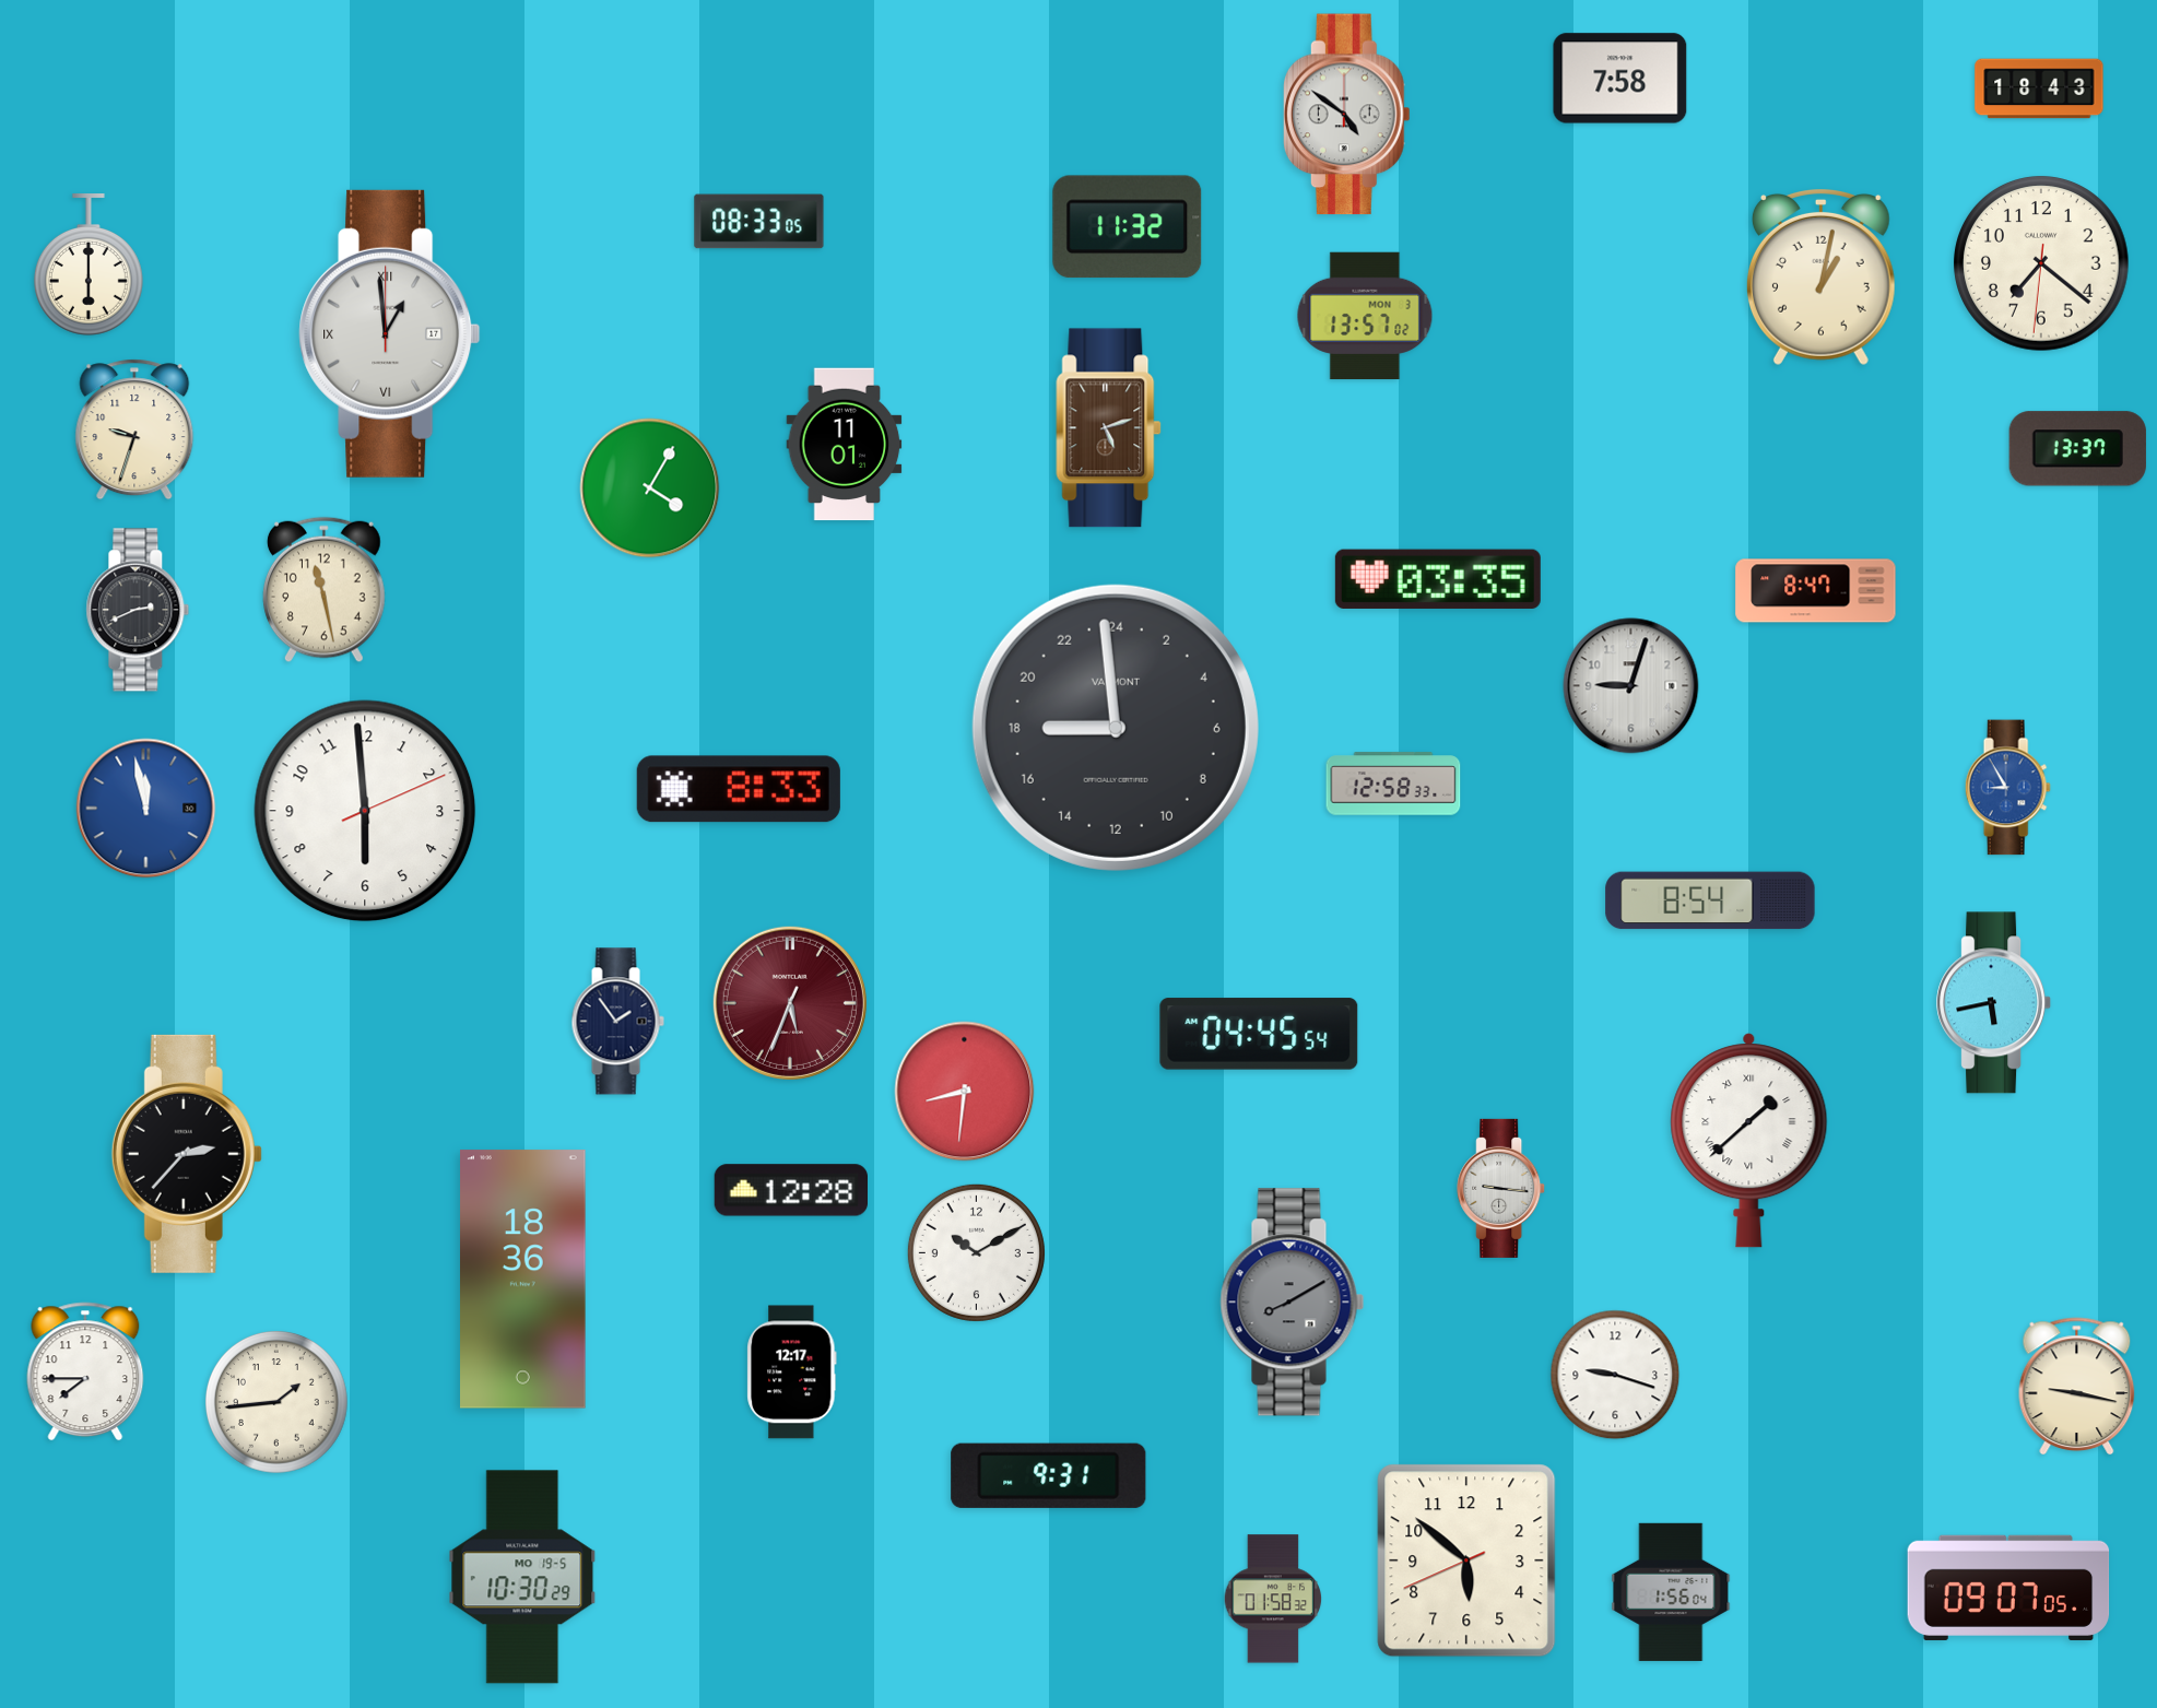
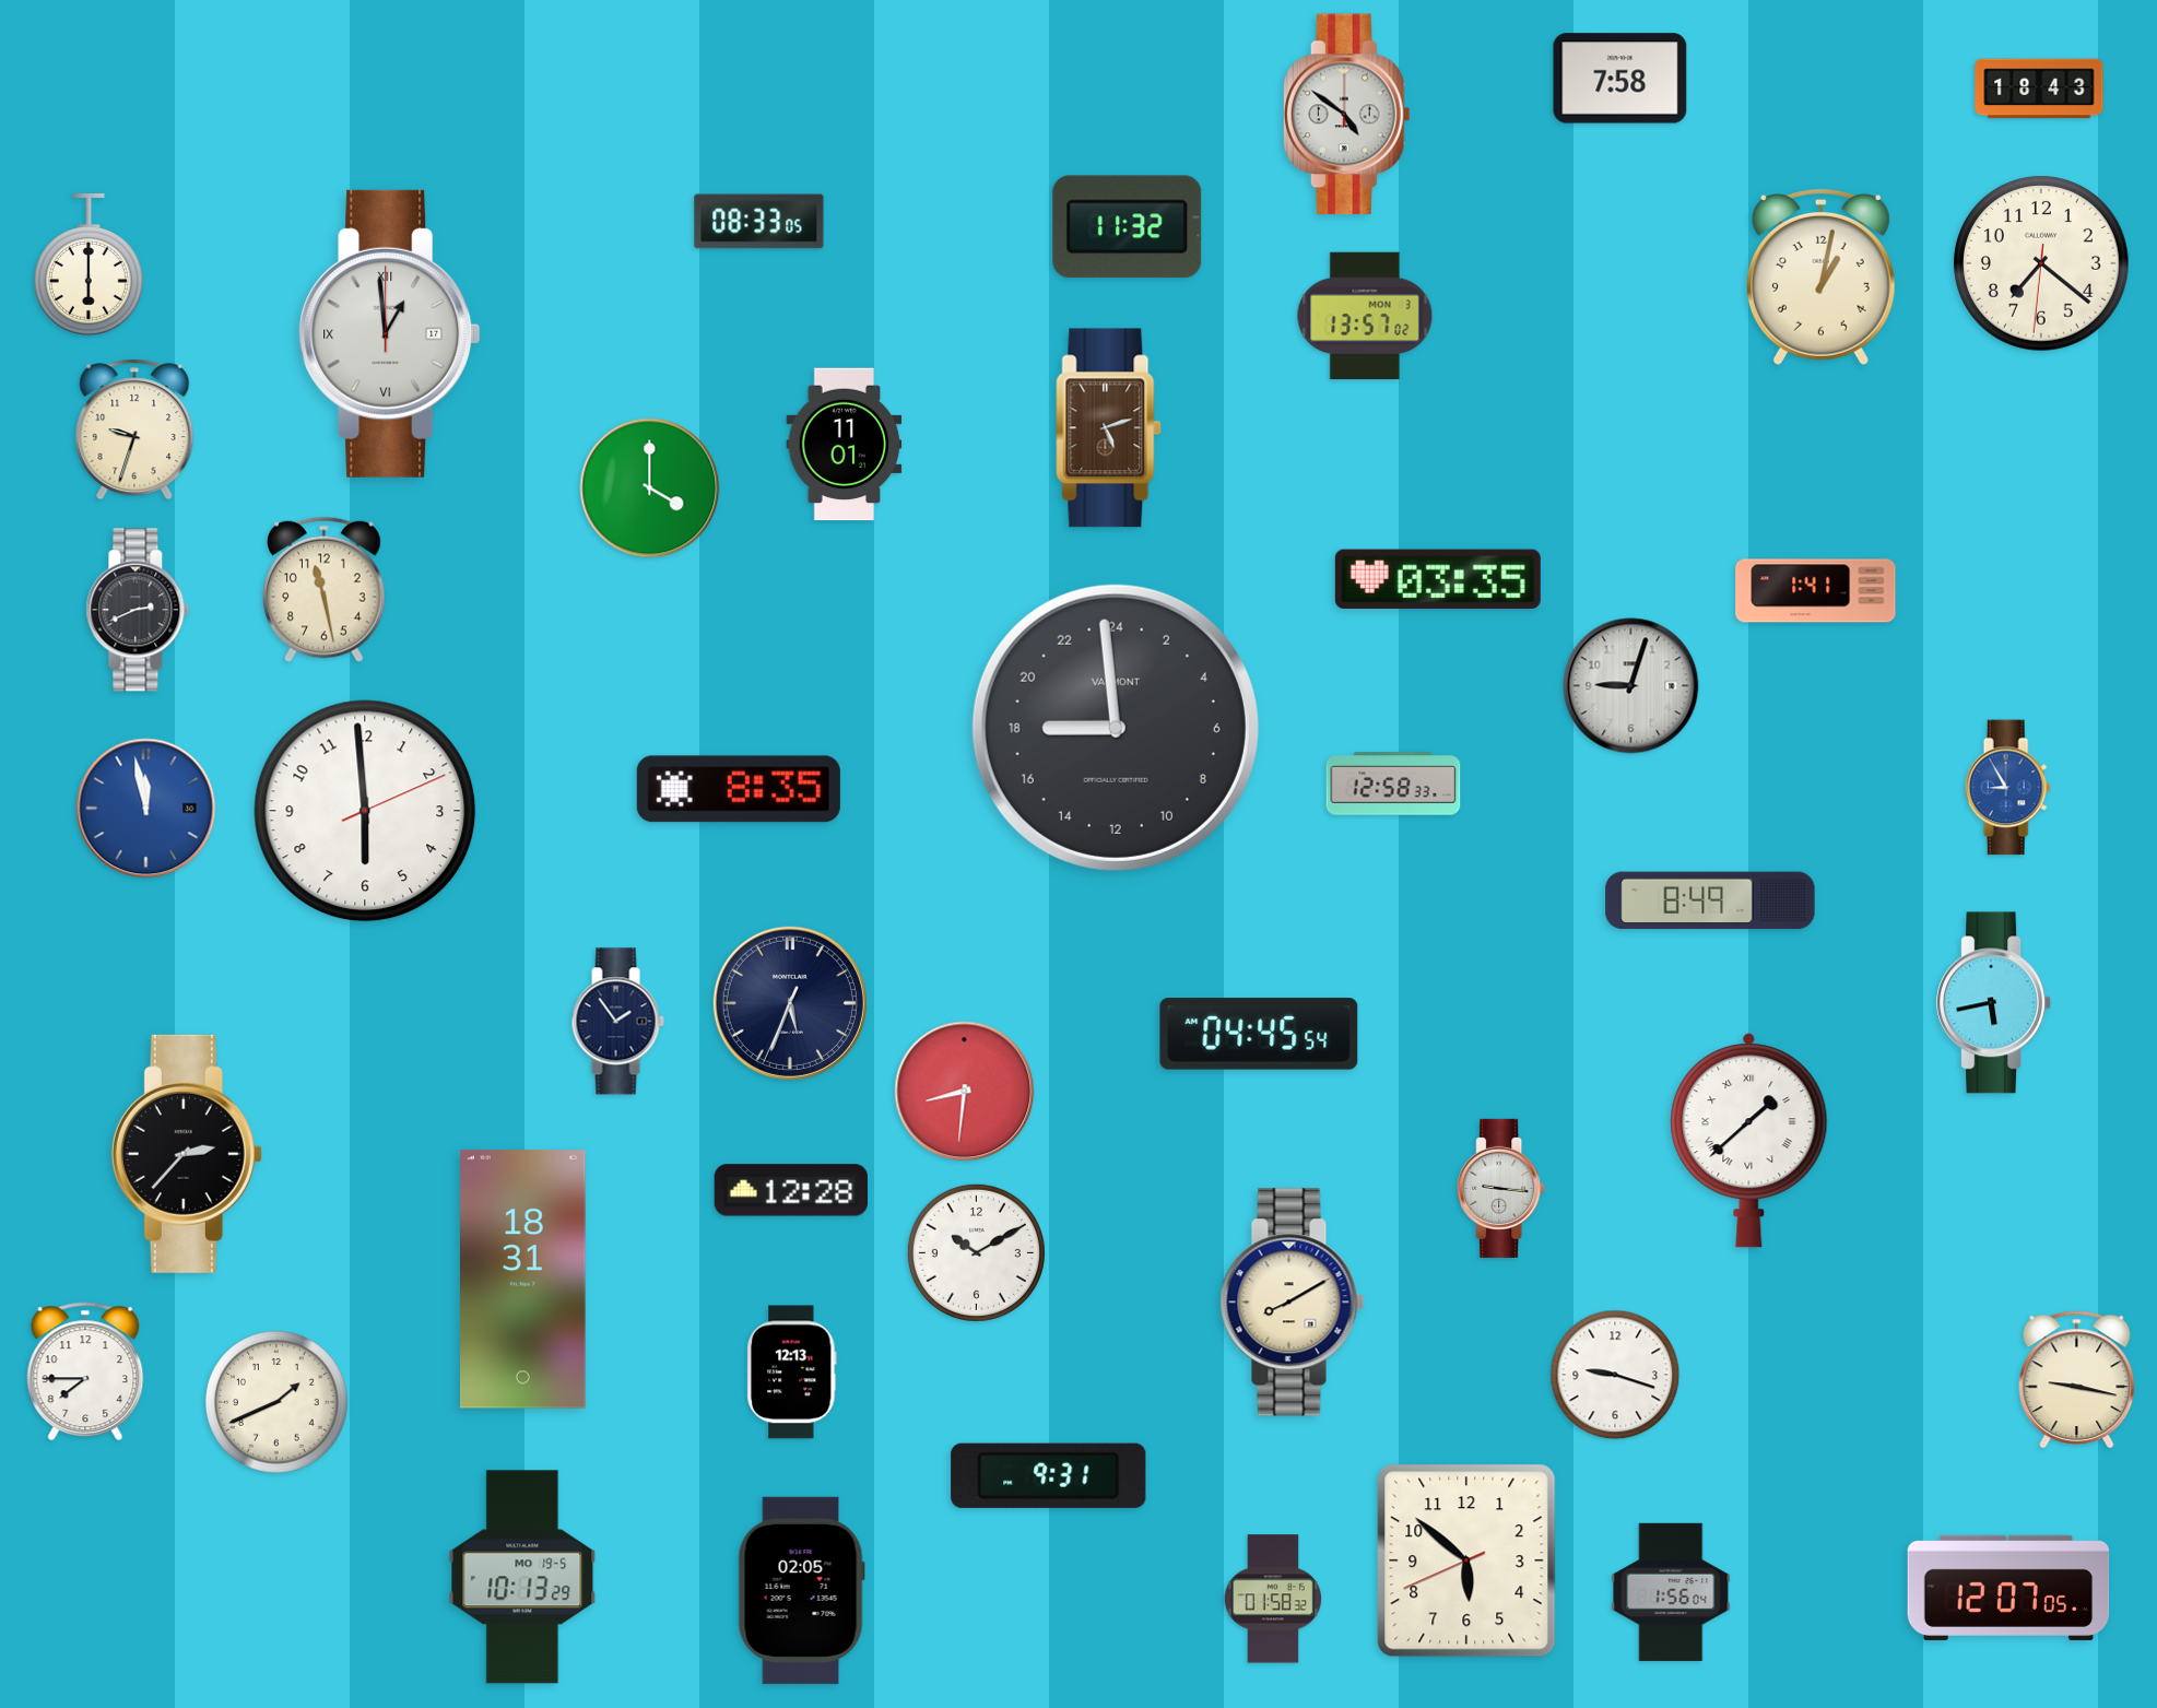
clock at (2077, 449): 13:37 -> none
clock at (650, 488): 4:05 -> 4:00
clock at (1816, 591): 8:47 -> 1:41
clock at (739, 789): 8:33 -> 8:35
clock at (1710, 900): 8:54 -> 8:49
clock at (790, 1003) dial: burgundy -> navy
clock at (523, 1280): 18:36 -> 18:31
clock at (1293, 1303) dial: grey -> cream
clock at (792, 1373): 12:17 -> 12:13
clock at (2077, 1387) position: (2077, 1387) -> (2077, 1380)
clock at (276, 1402): 1:44 -> 1:41
clock at (522, 1577): 10:30 -> 10:13
clock at (2008, 1588): 09:07 -> 12:07
clock at (801, 1590): none -> 02:05
